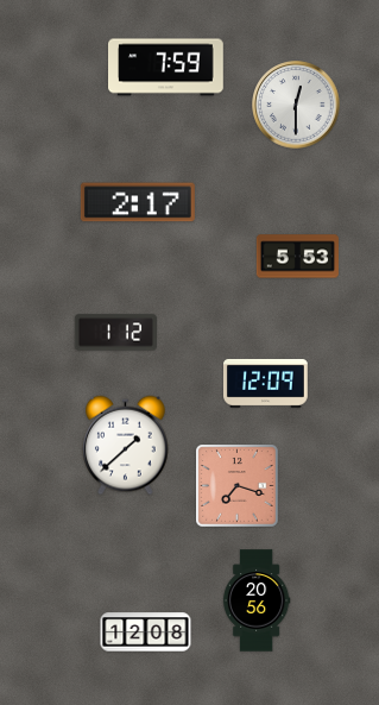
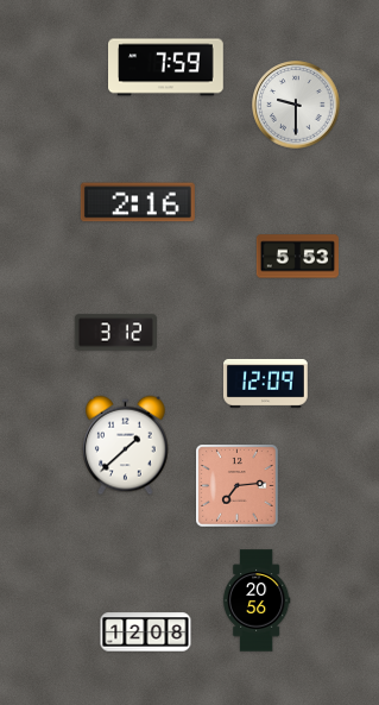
clock at (296, 105): 12:30 -> 9:30
clock at (138, 202): 2:17 -> 2:16
clock at (115, 333): 1:12 -> 3:12
clock at (238, 486): 7:18 -> 7:14
